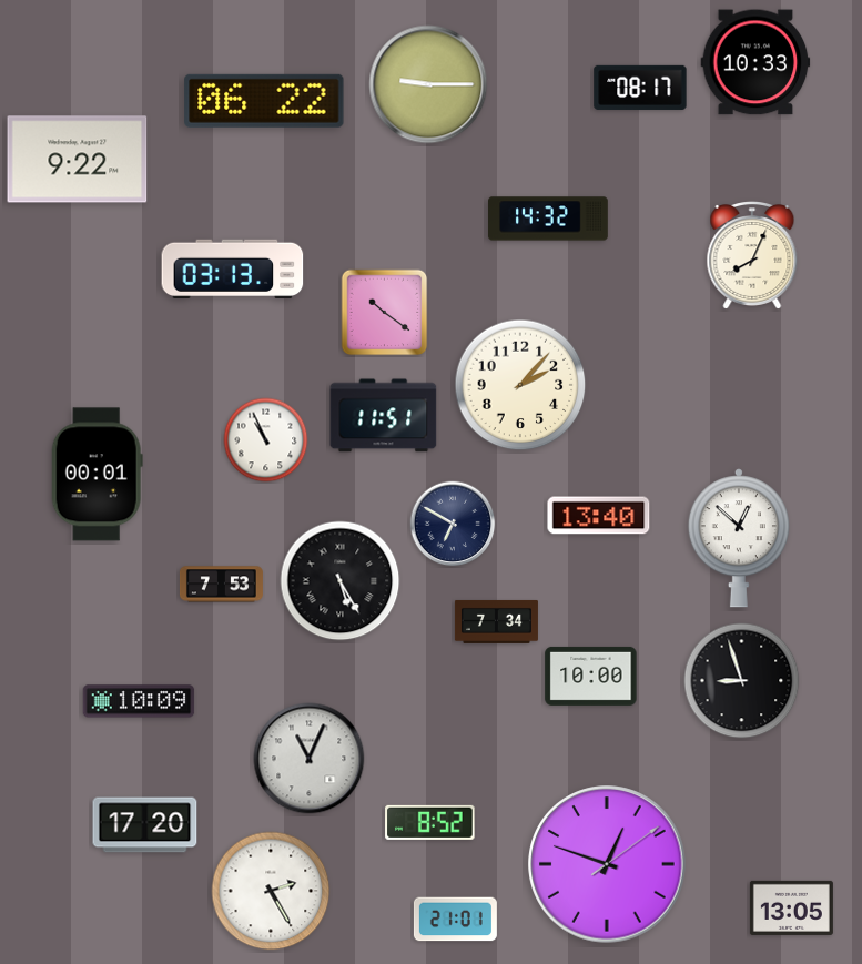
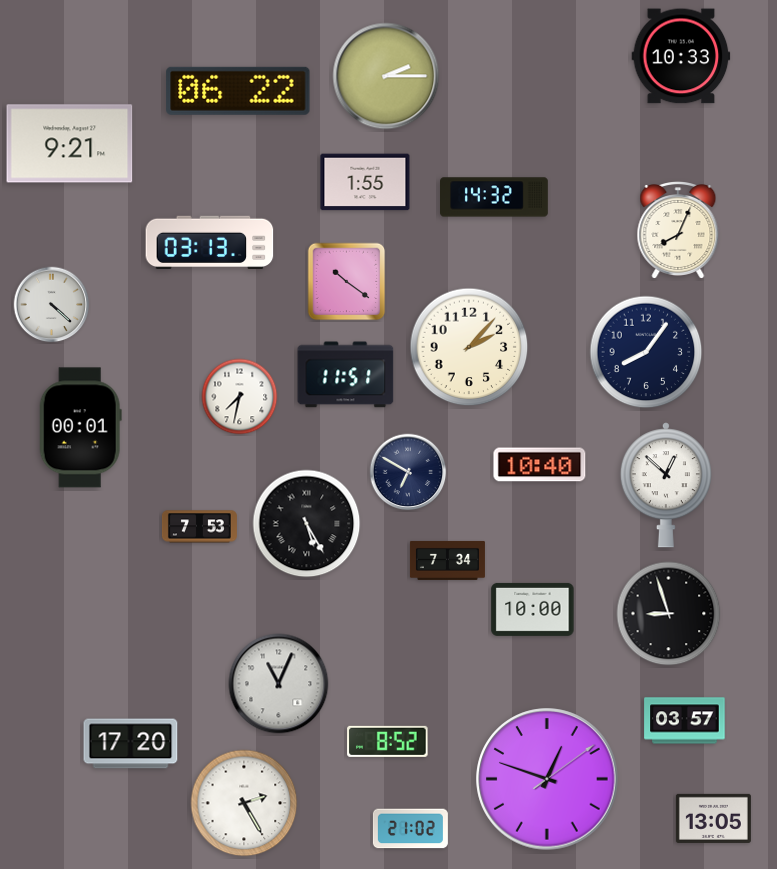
clock at (428, 84): 9:15 -> 2:15
clock at (640, 88): 08:17 -> none
clock at (78, 160): 9:22 -> 9:21
clock at (365, 182): none -> 1:55
clock at (52, 305): none -> 4:22
clock at (646, 352): none -> 8:06
clock at (266, 440): 10:56 -> 7:32
clock at (97, 475) position: (97, 475) -> (80, 428)
clock at (599, 516): 13:40 -> 10:40
clock at (139, 701): 10:09 -> none
clock at (685, 721): none -> 03:57
clock at (455, 920): 21:01 -> 21:02
